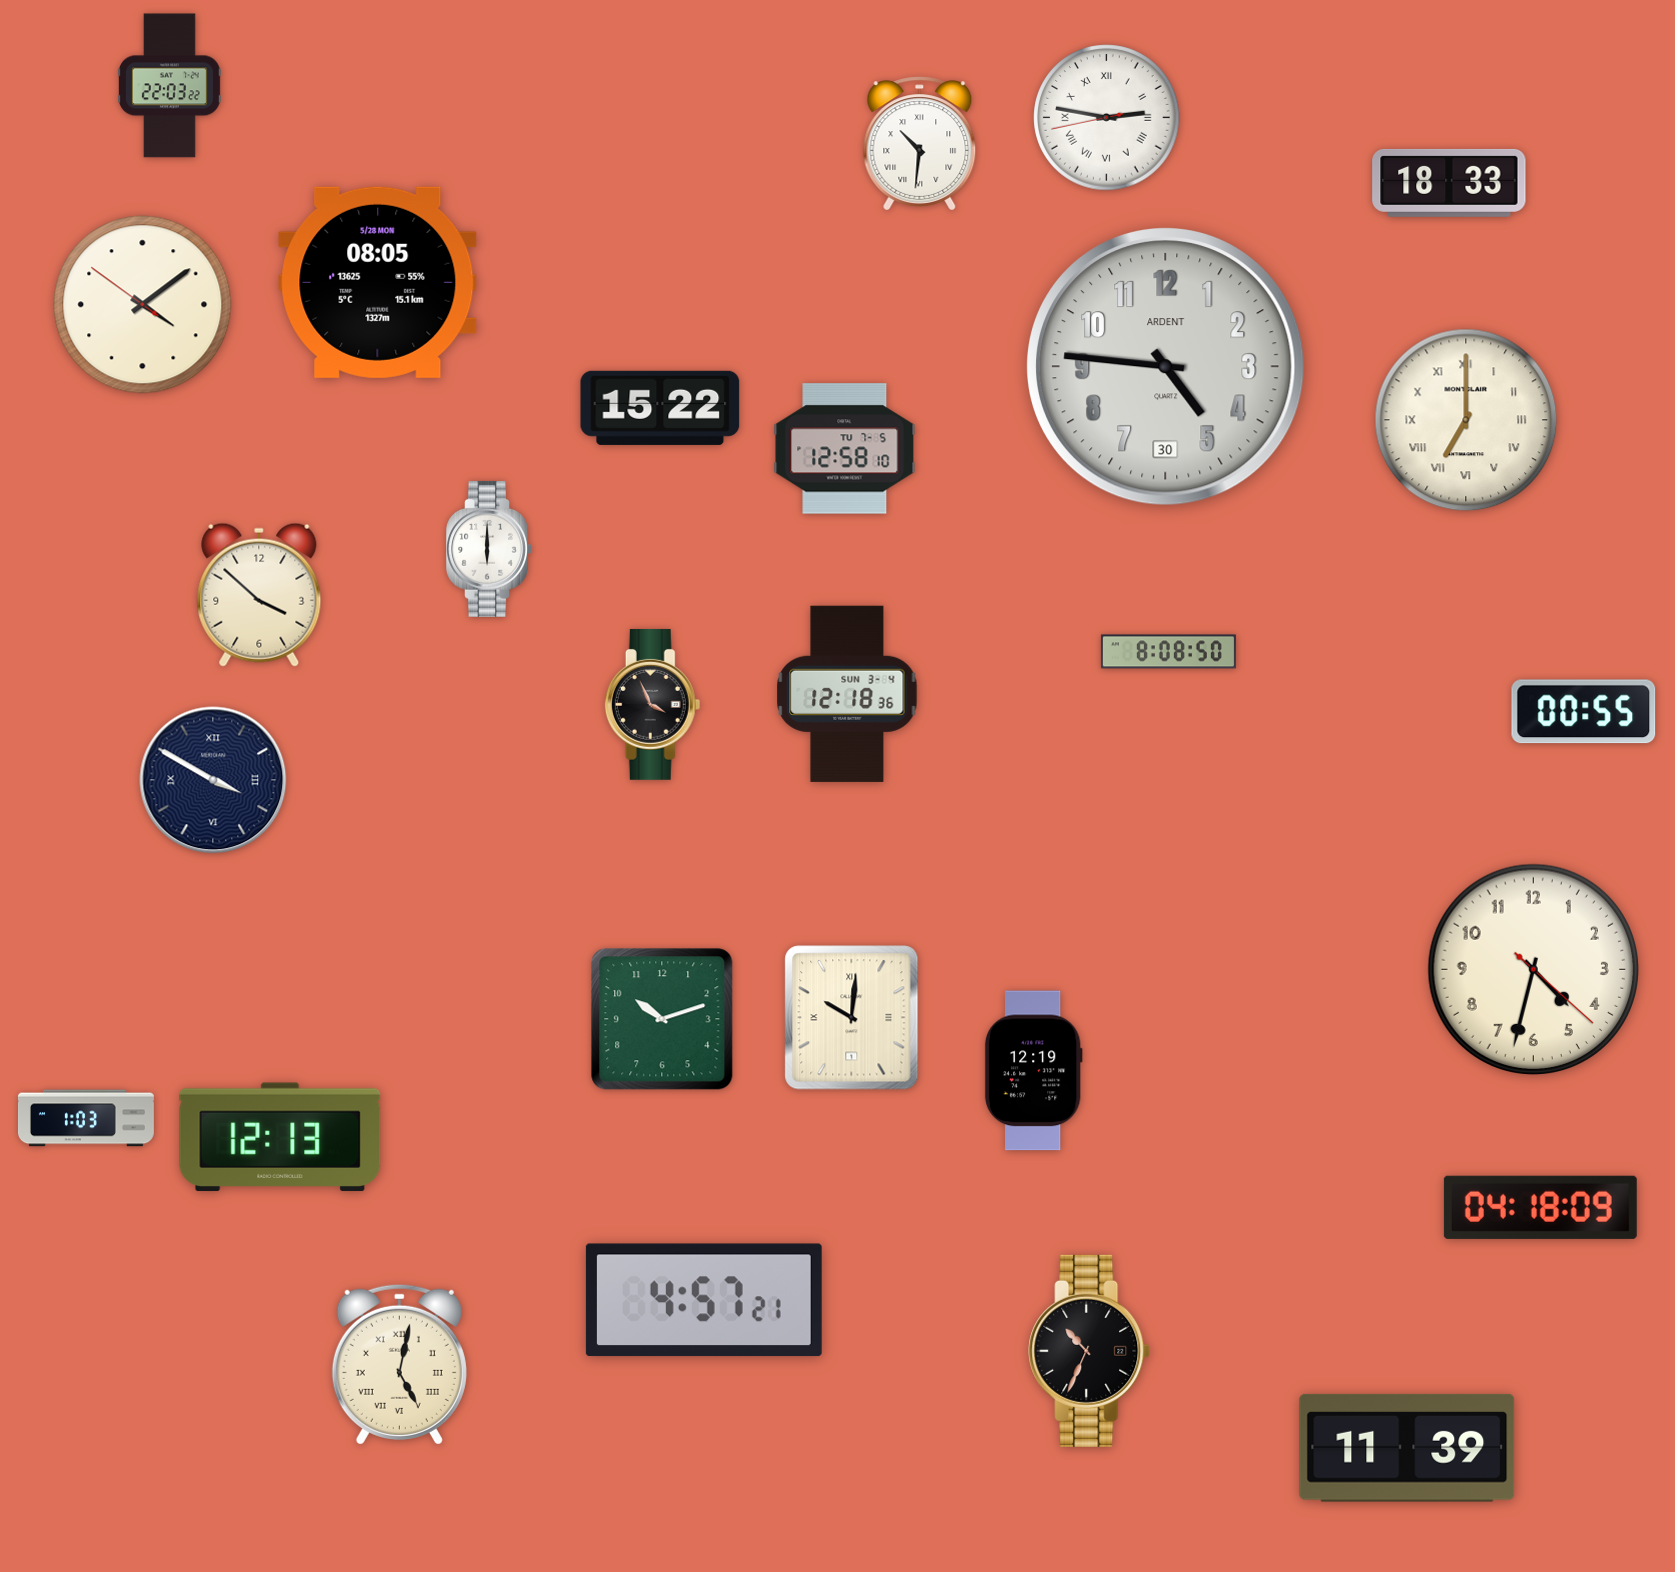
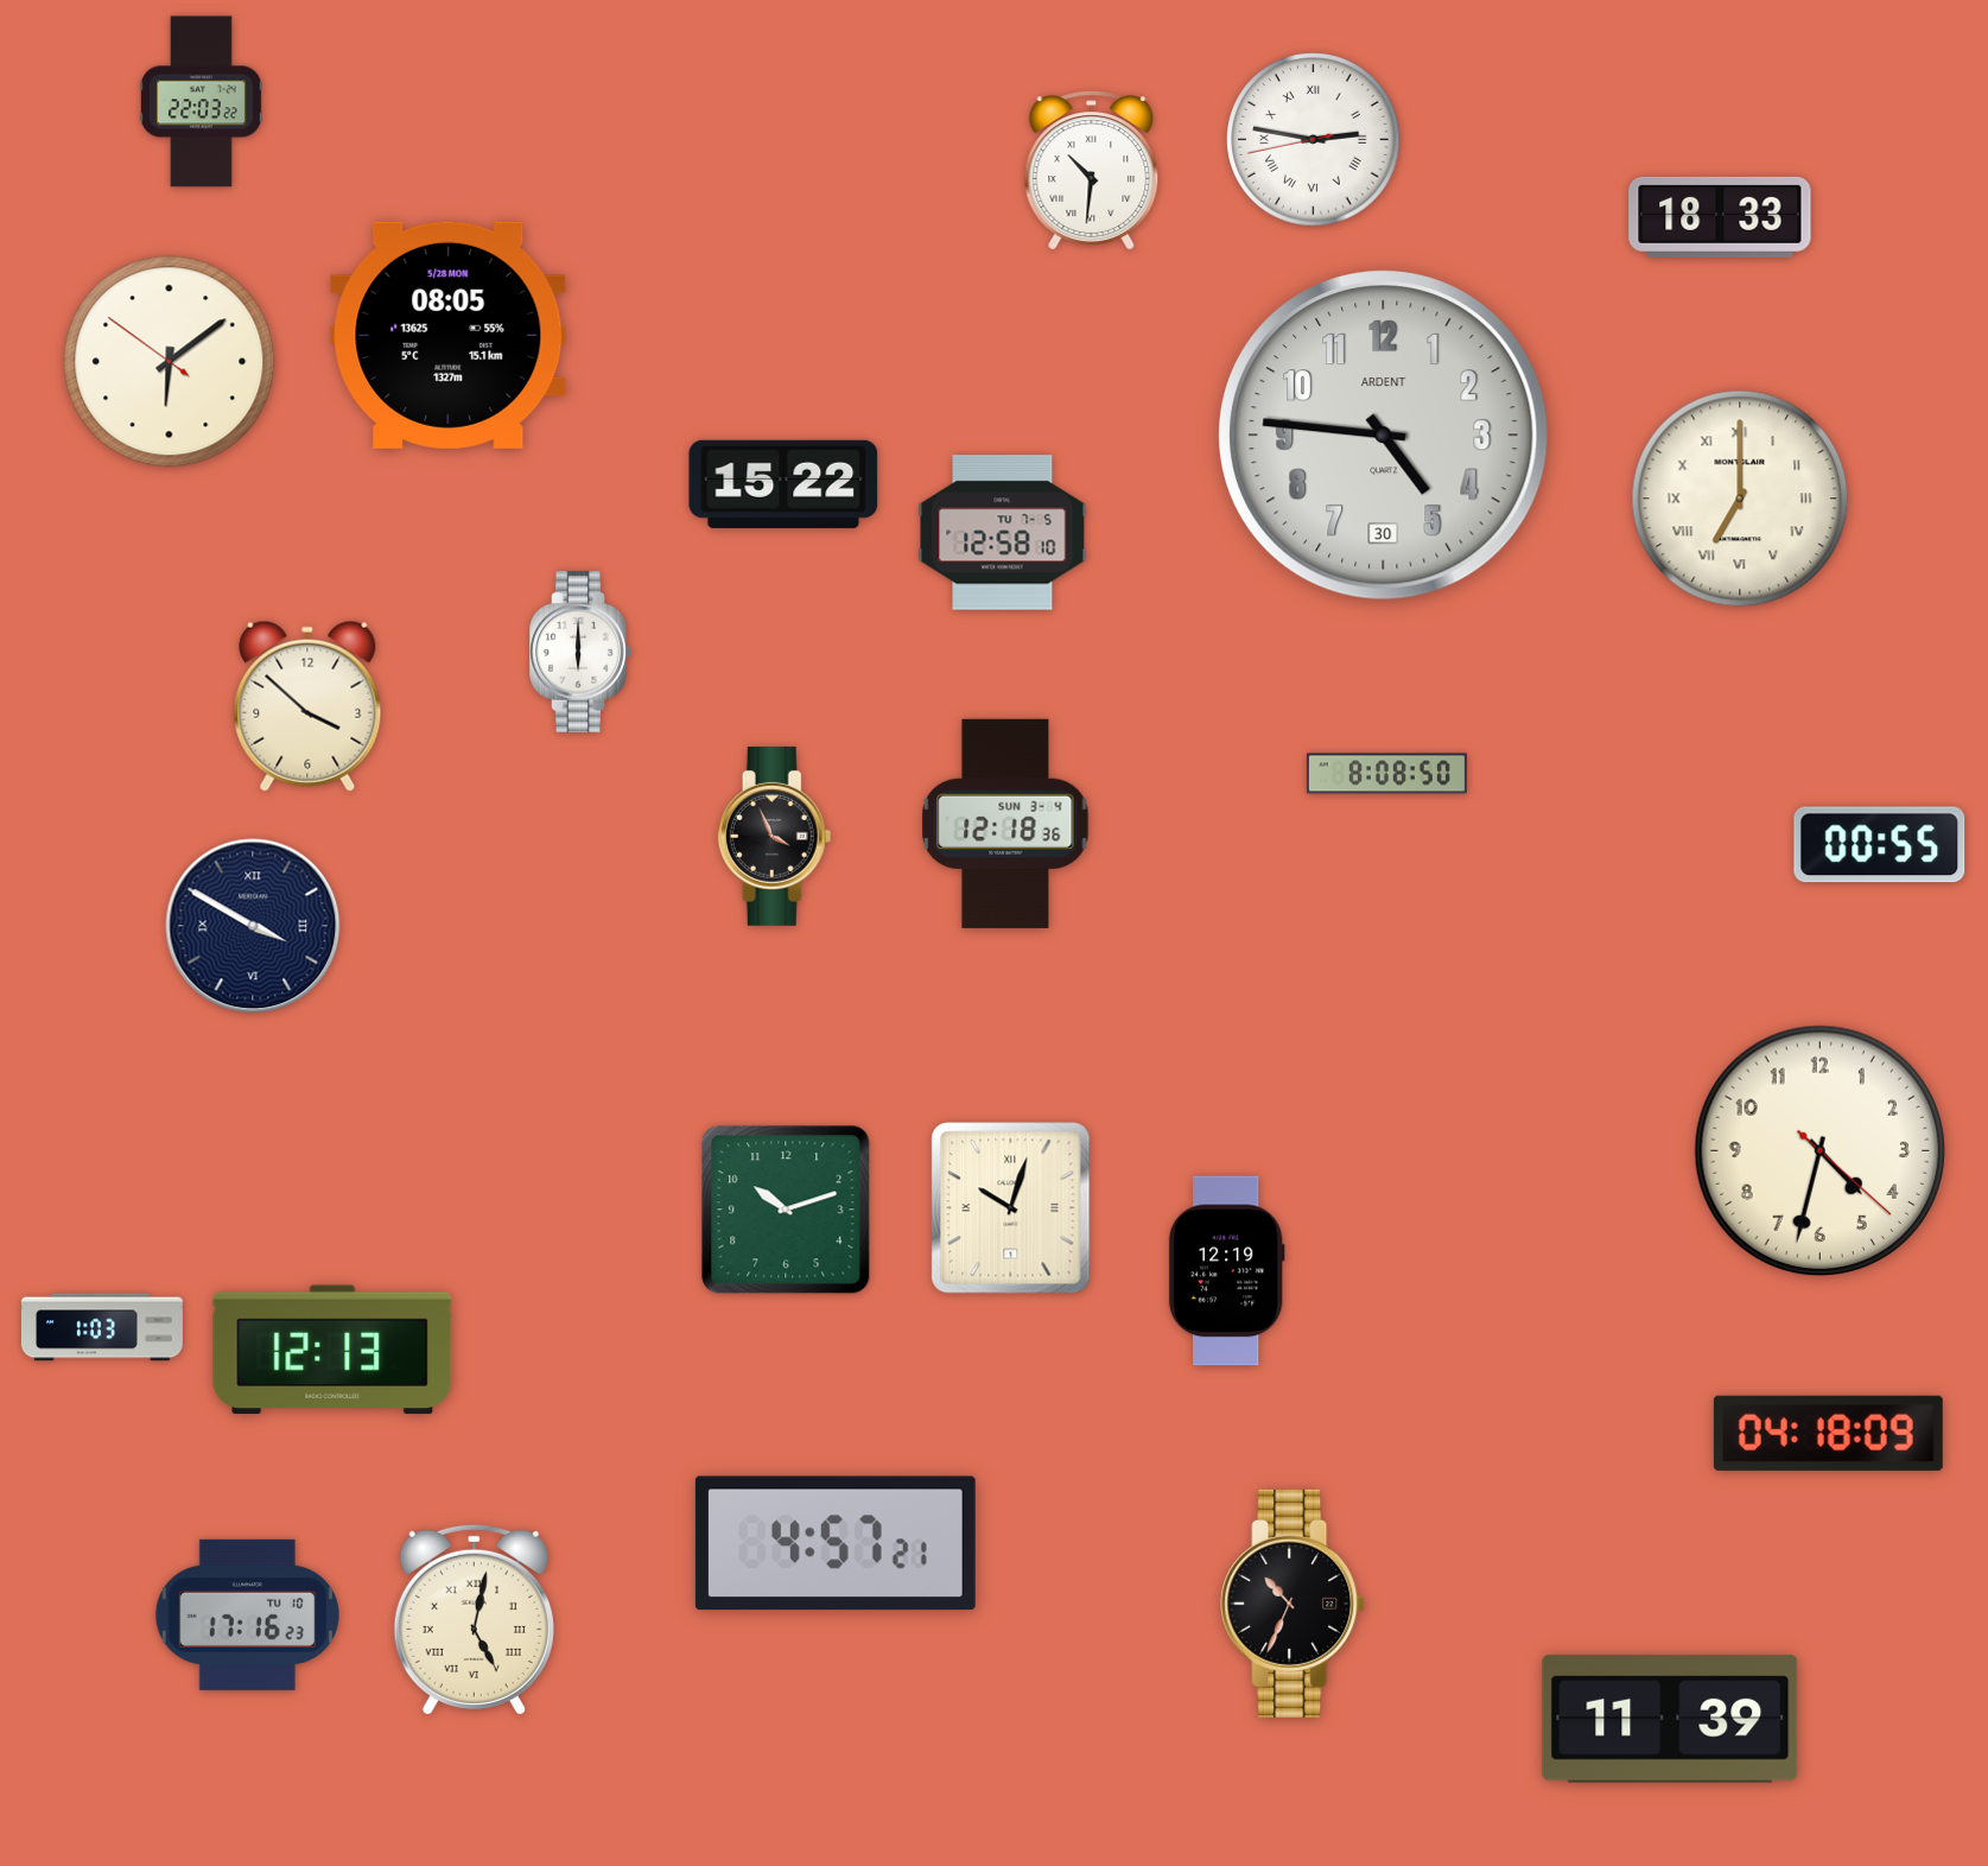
clock at (143, 305): 4:08 -> 6:08
clock at (852, 1018): 10:01 -> 10:03
clock at (247, 1614): none -> 17:16
